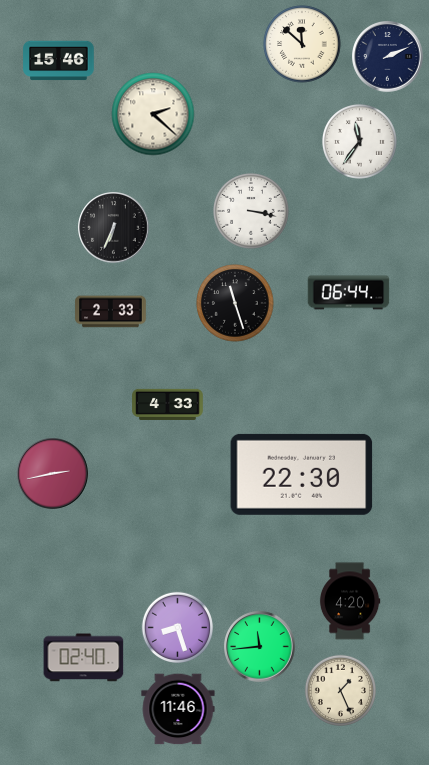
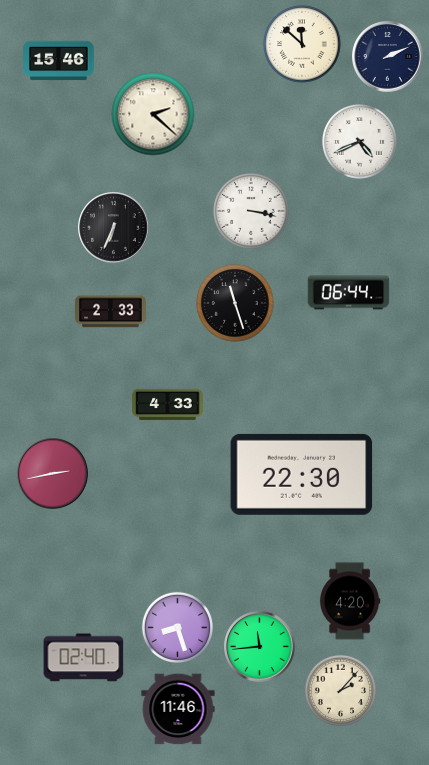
clock at (359, 141): 11:36 -> 4:41
clock at (340, 690): 1:26 -> 2:07
